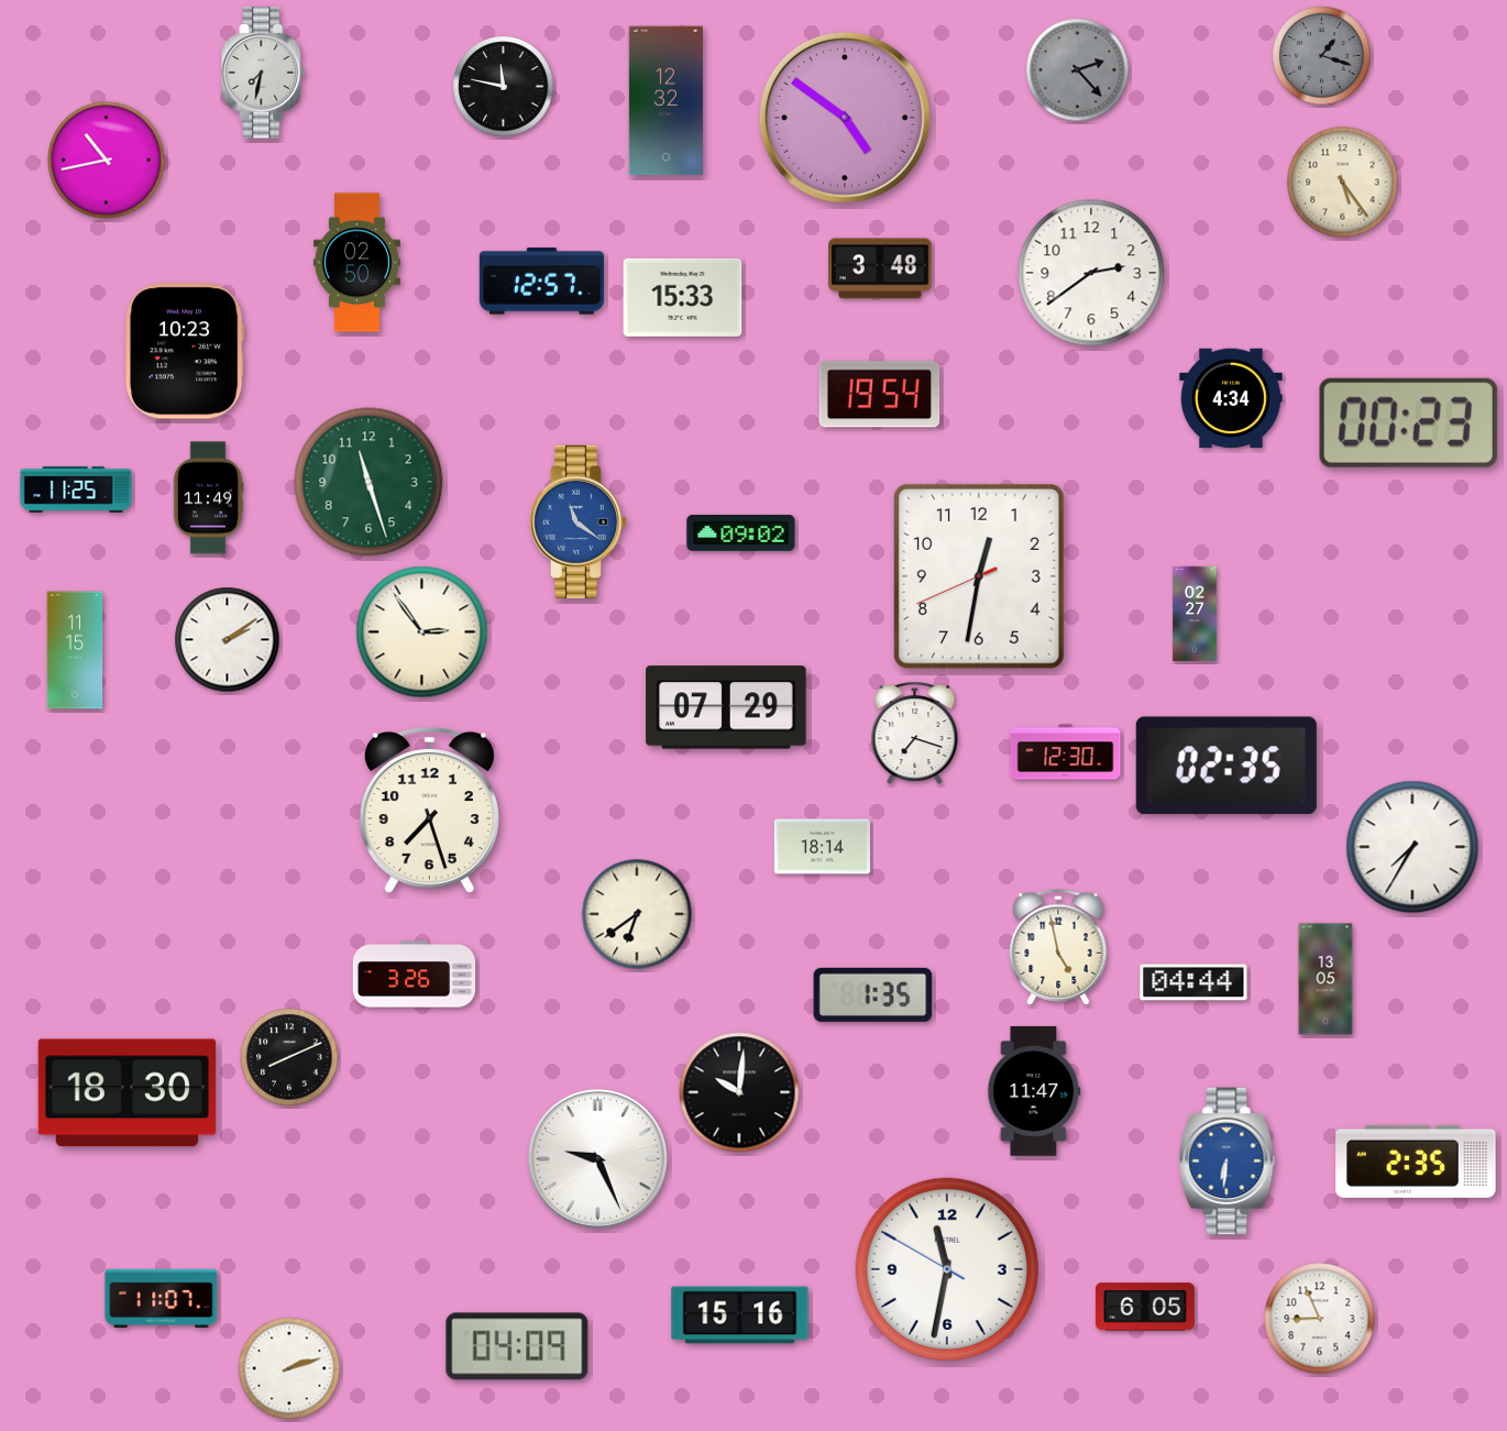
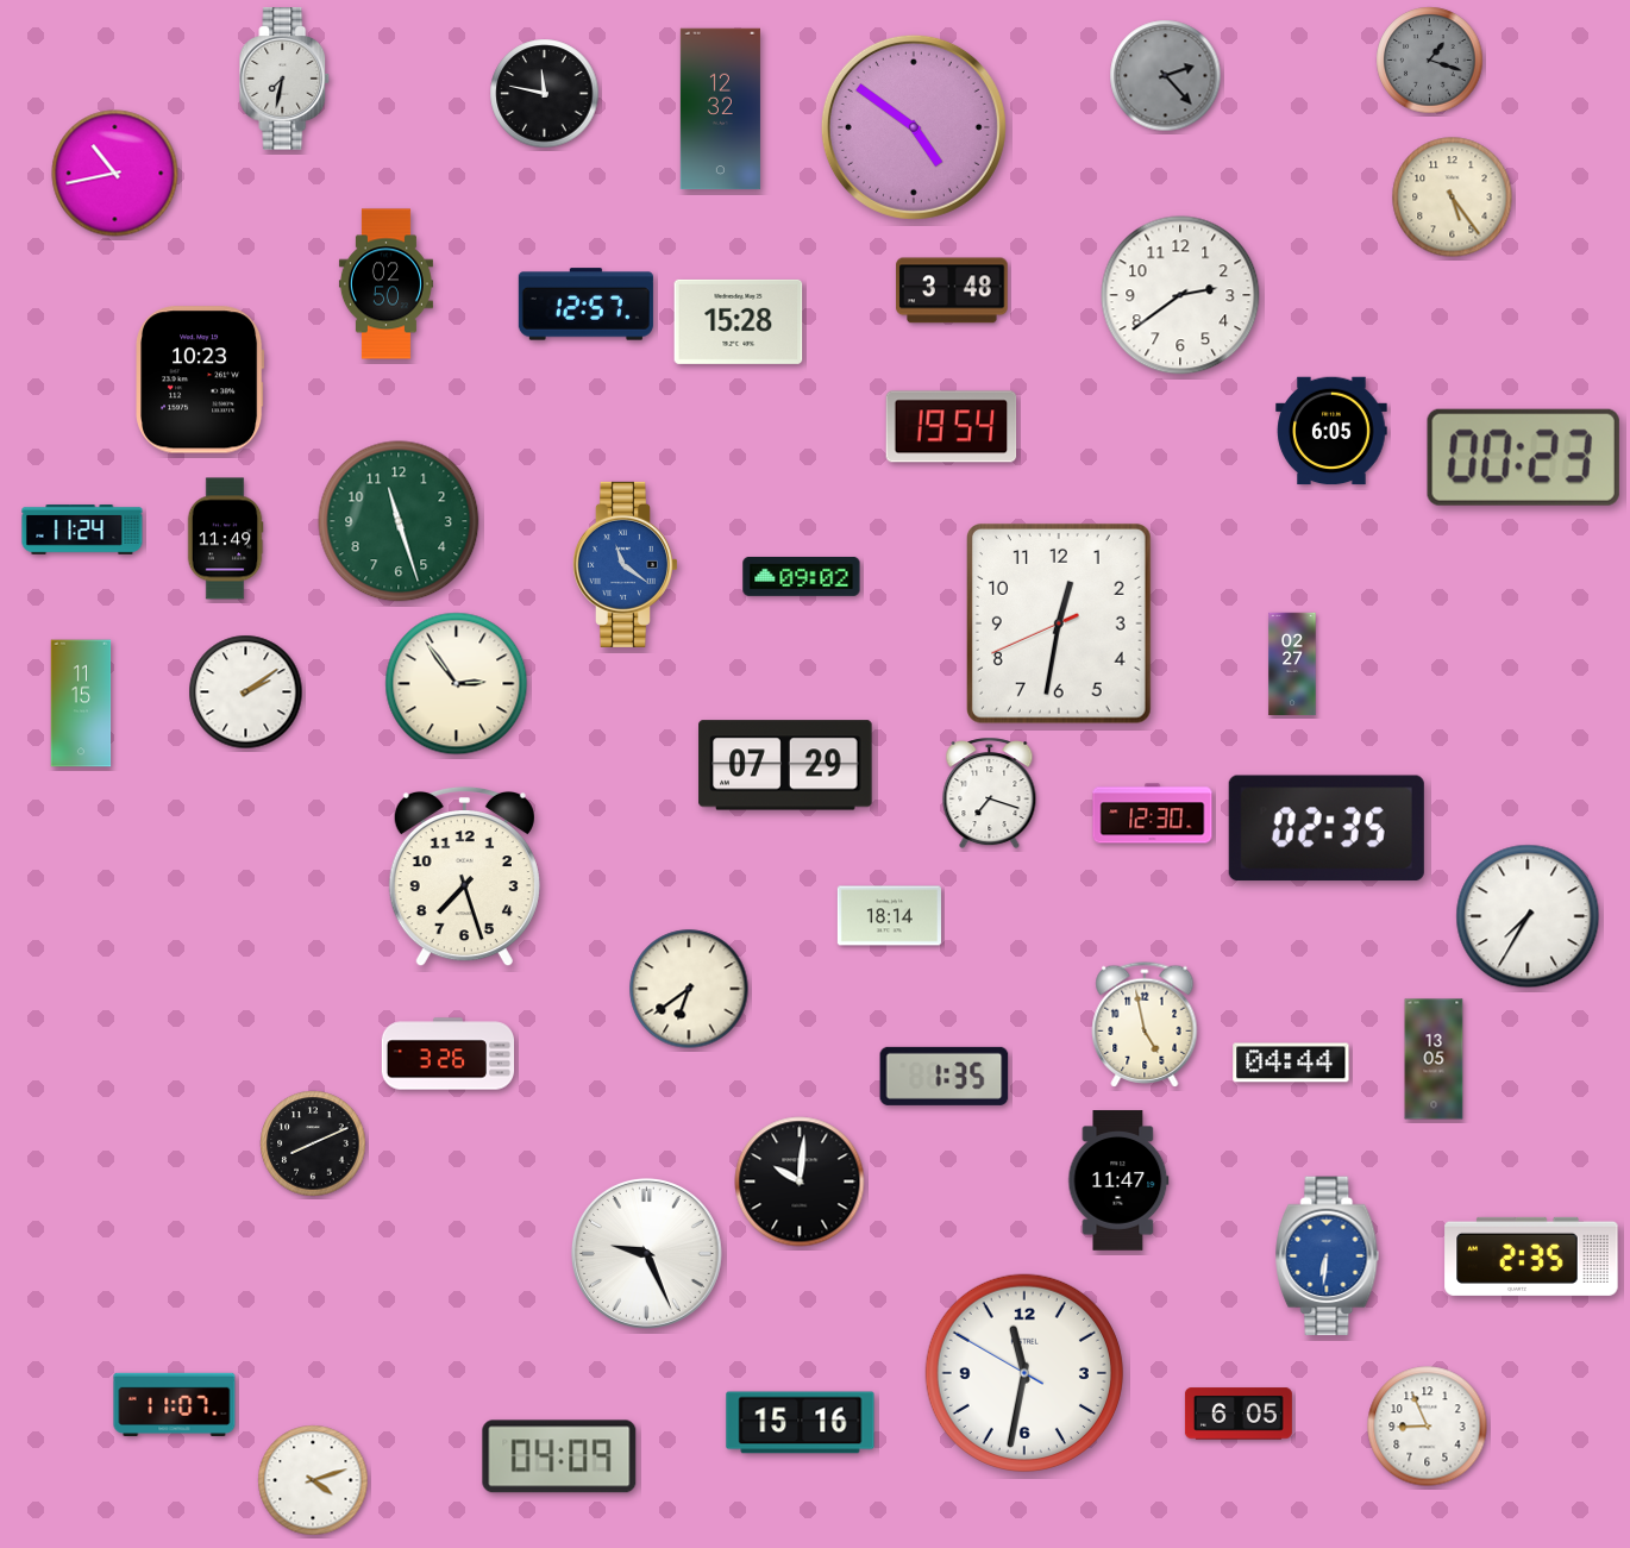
clock at (683, 297): 15:33 -> 15:28
clock at (1231, 398): 4:34 -> 6:05
clock at (76, 491): 11:25 -> 11:24
clock at (127, 1093): 18:30 -> none
clock at (289, 1368): 2:12 -> 4:12
